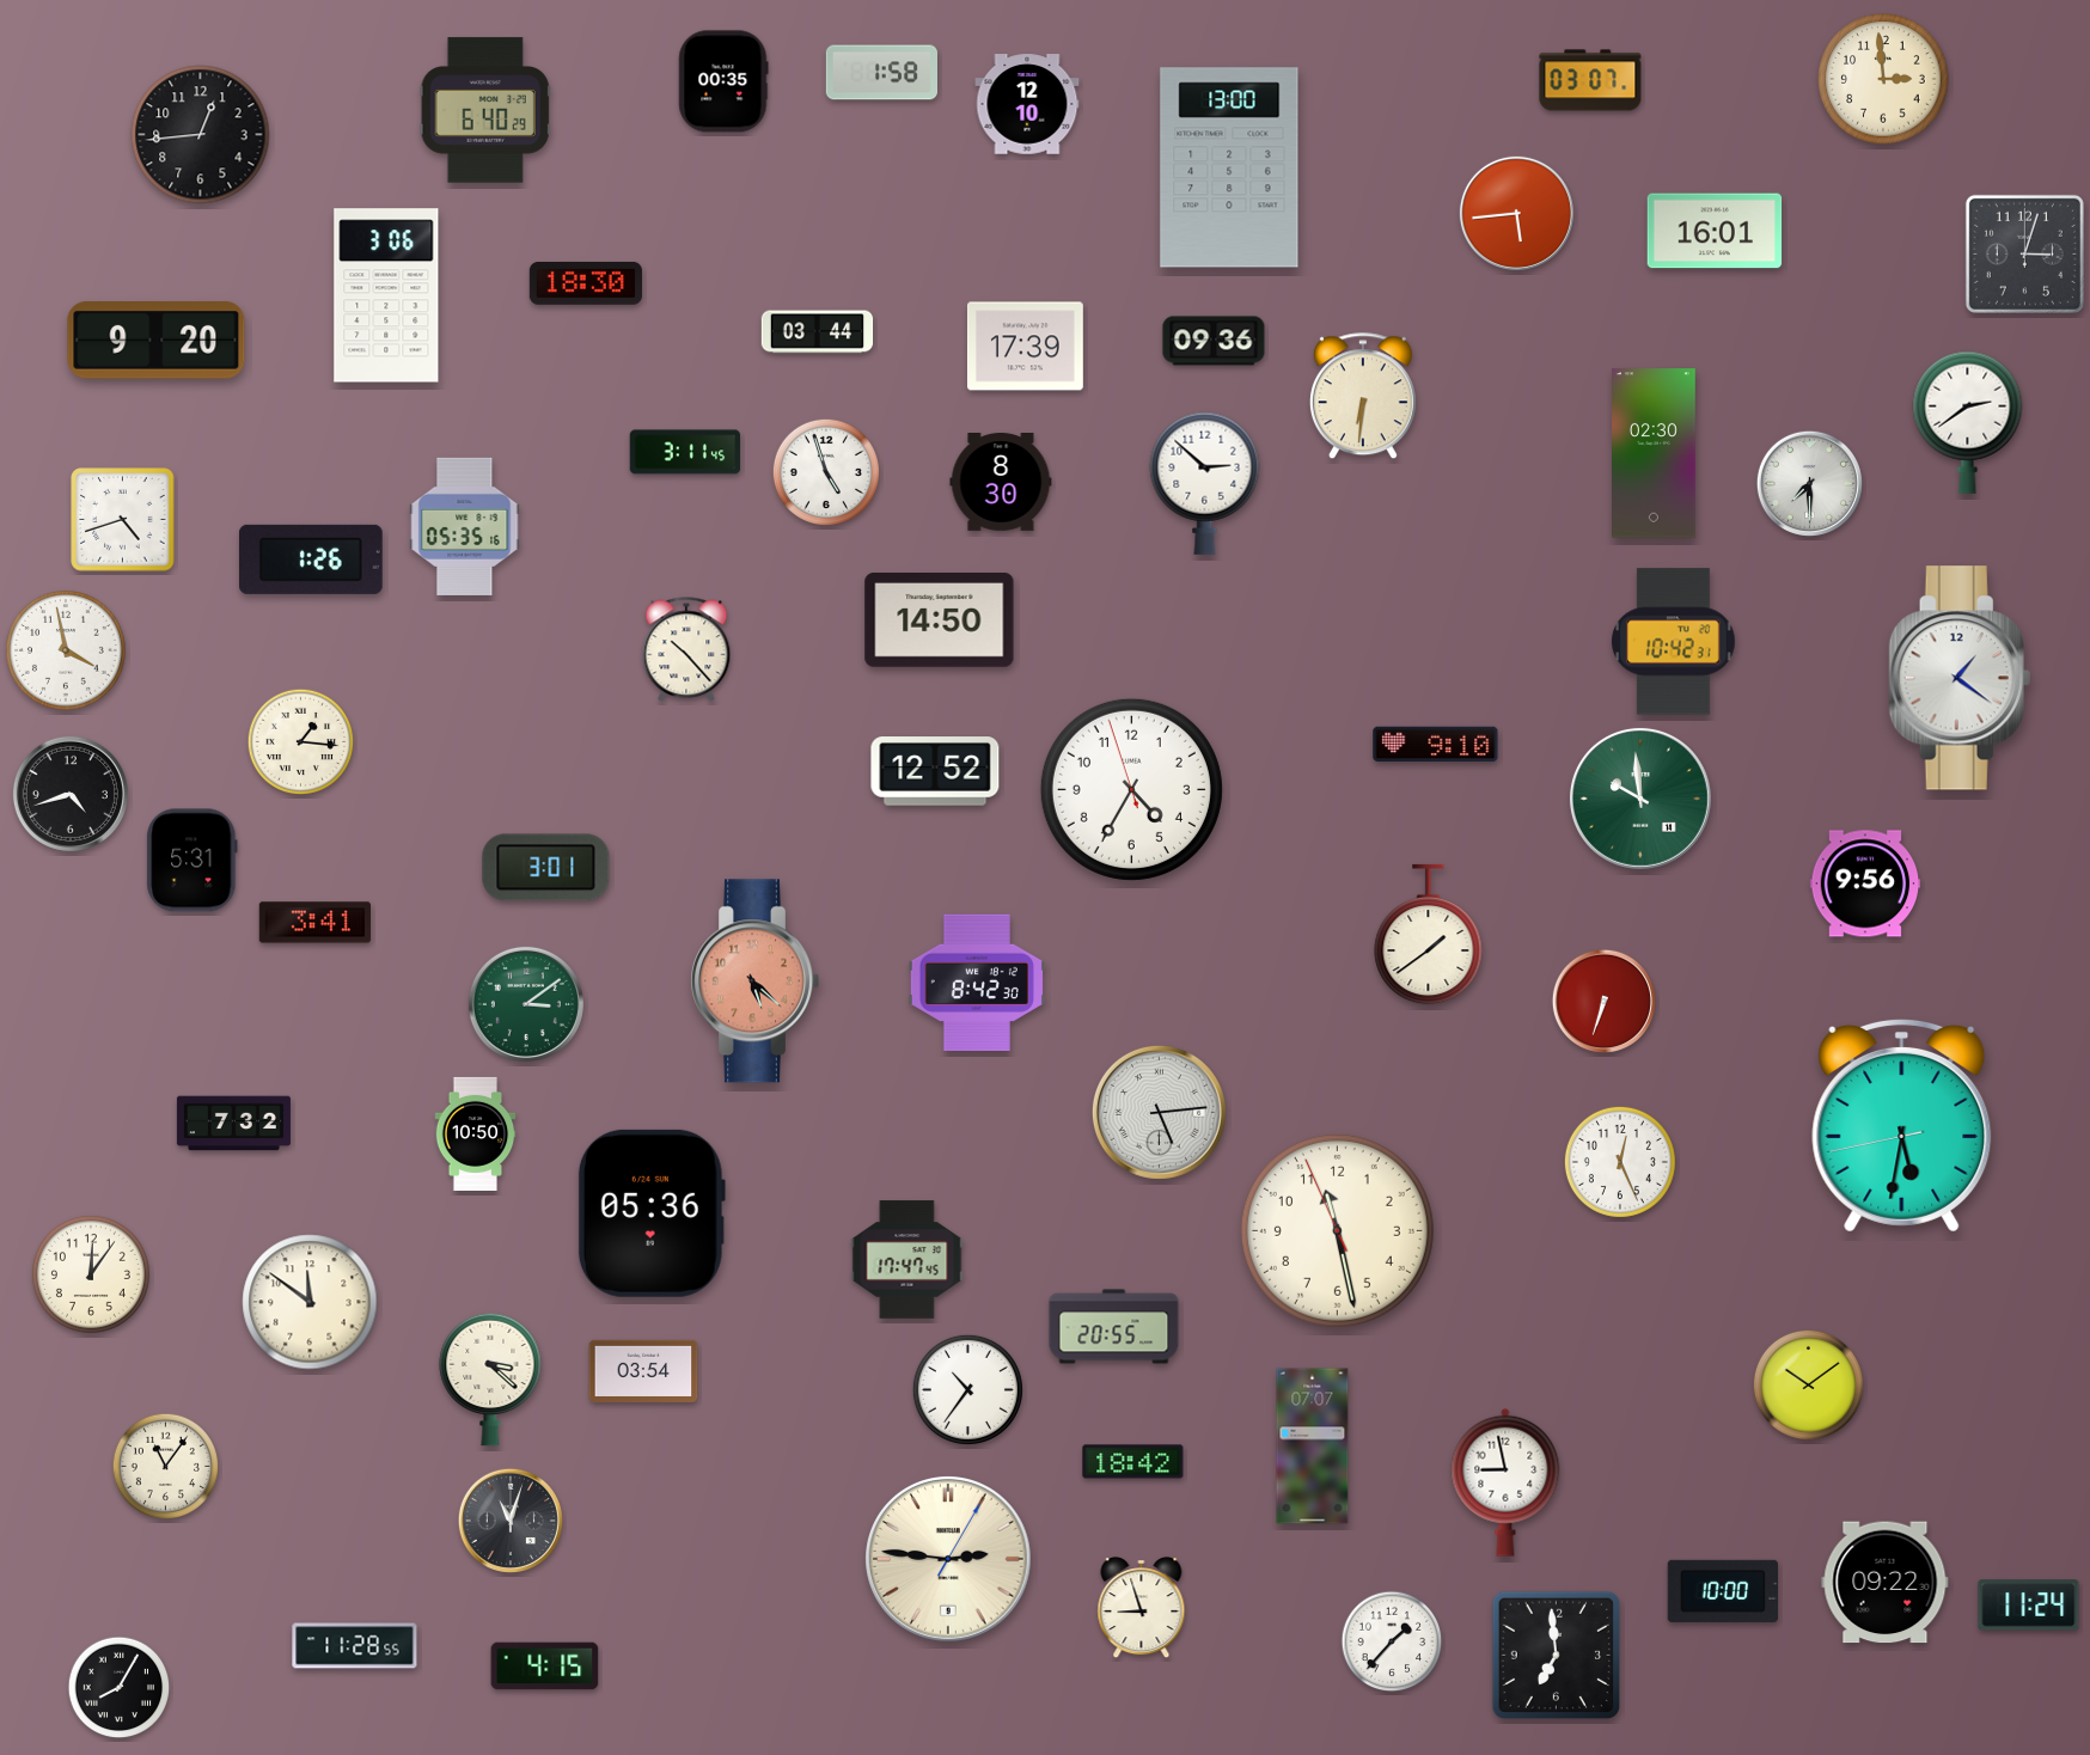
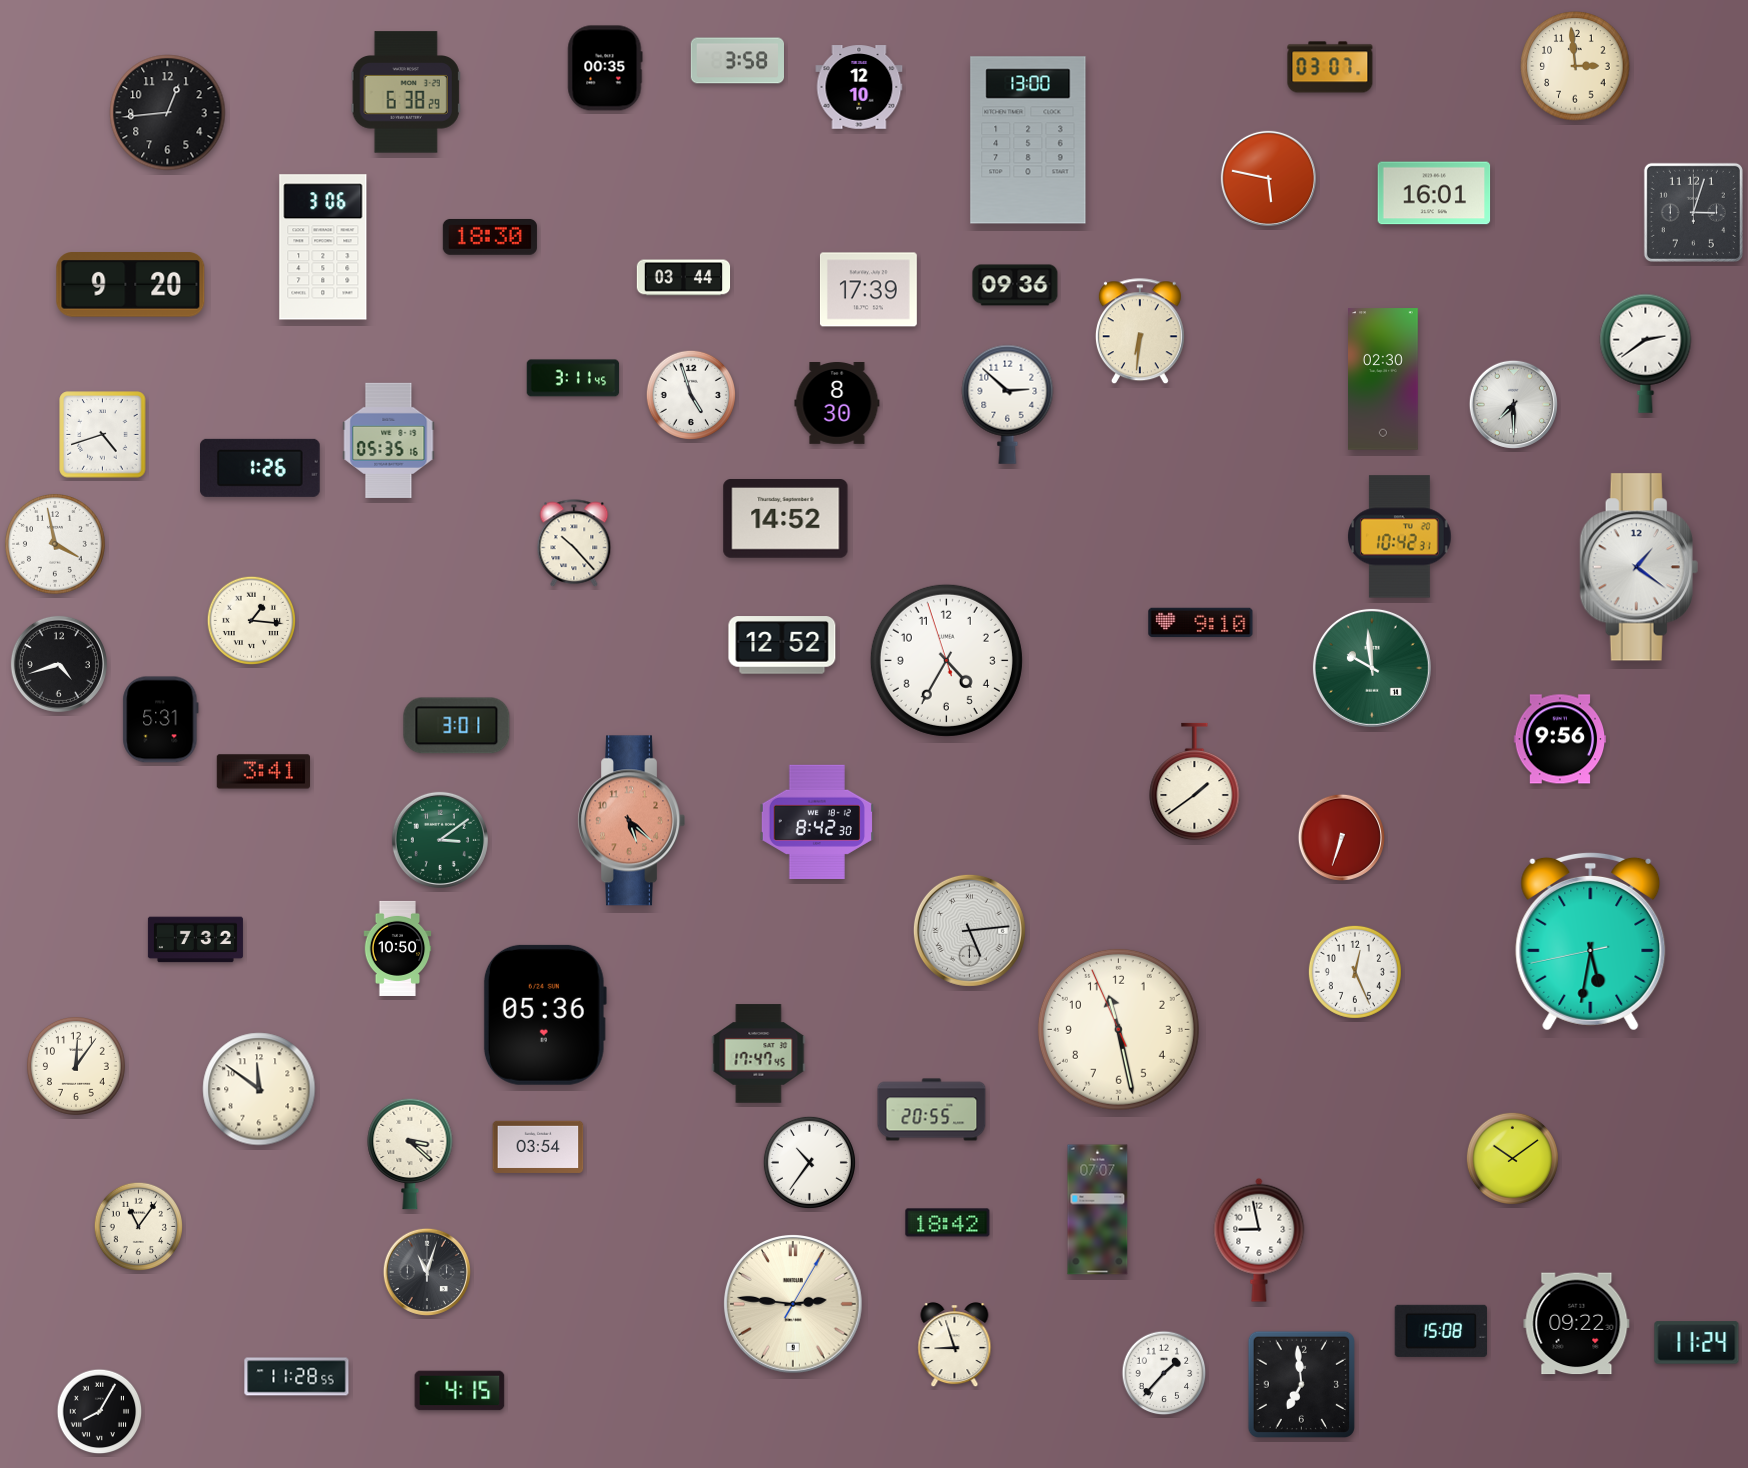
clock at (881, 73): 1:58 -> 3:58
clock at (485, 110): 6:40 -> 6:38
clock at (1516, 213): 5:44 -> 5:47
clock at (1025, 347) position: (1025, 347) -> (868, 290)
clock at (940, 620): 14:50 -> 14:52
clock at (1723, 1591): 10:00 -> 15:08
clock at (545, 1667) position: (545, 1667) -> (460, 1391)
